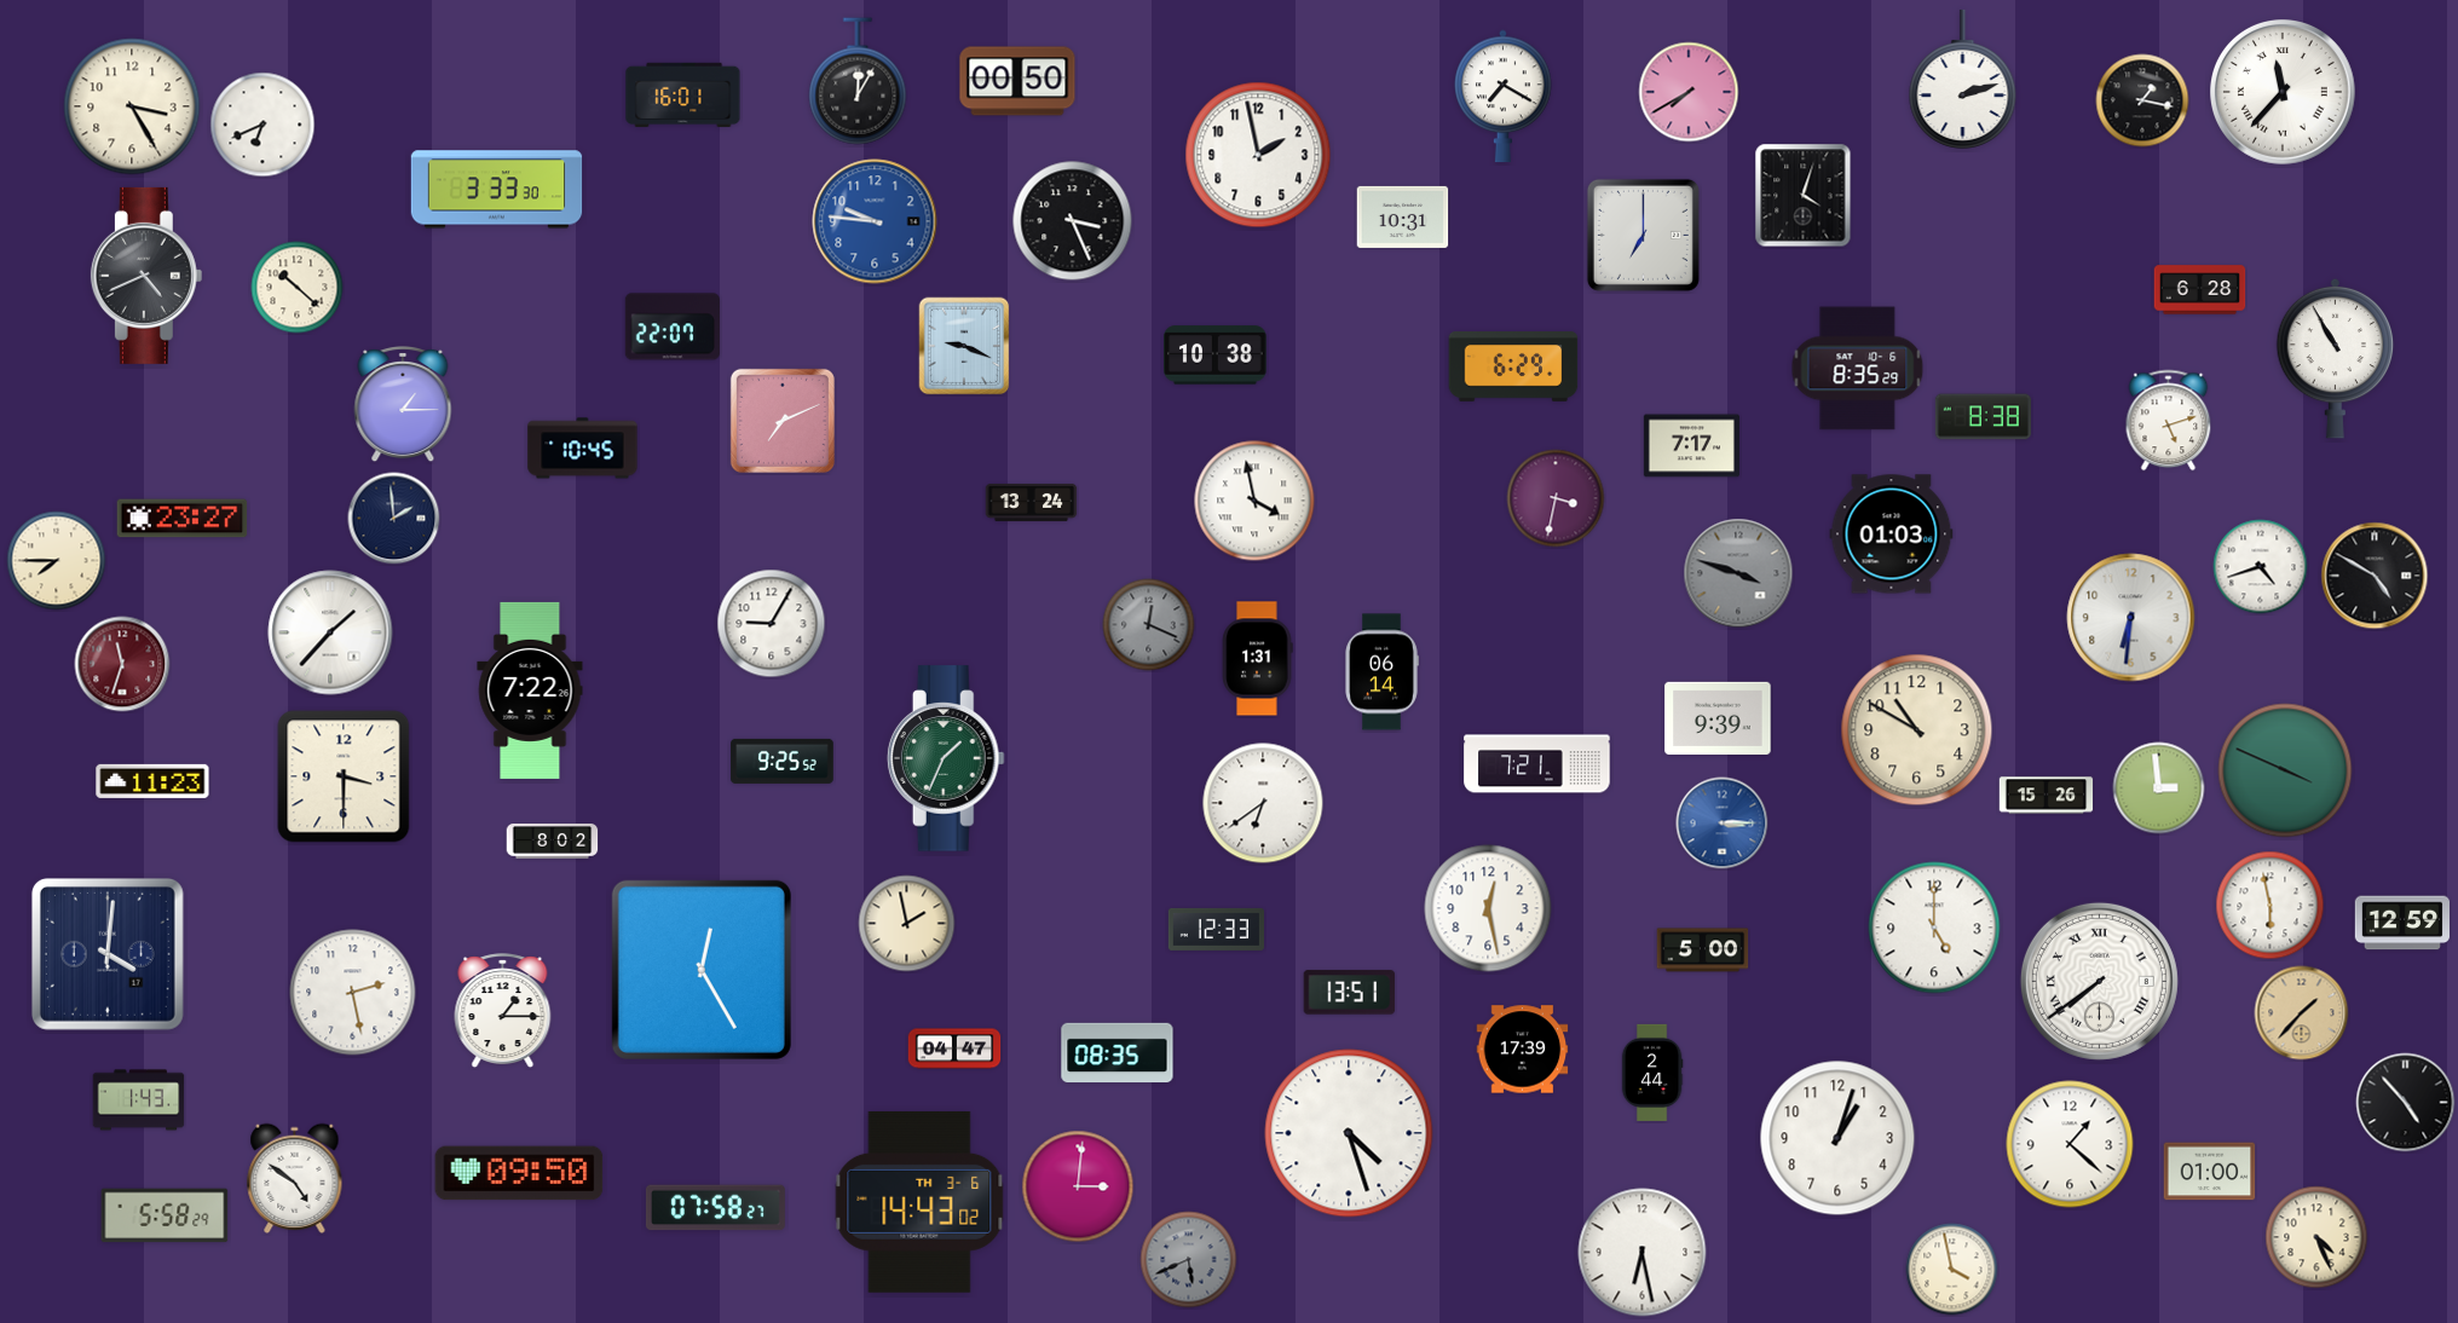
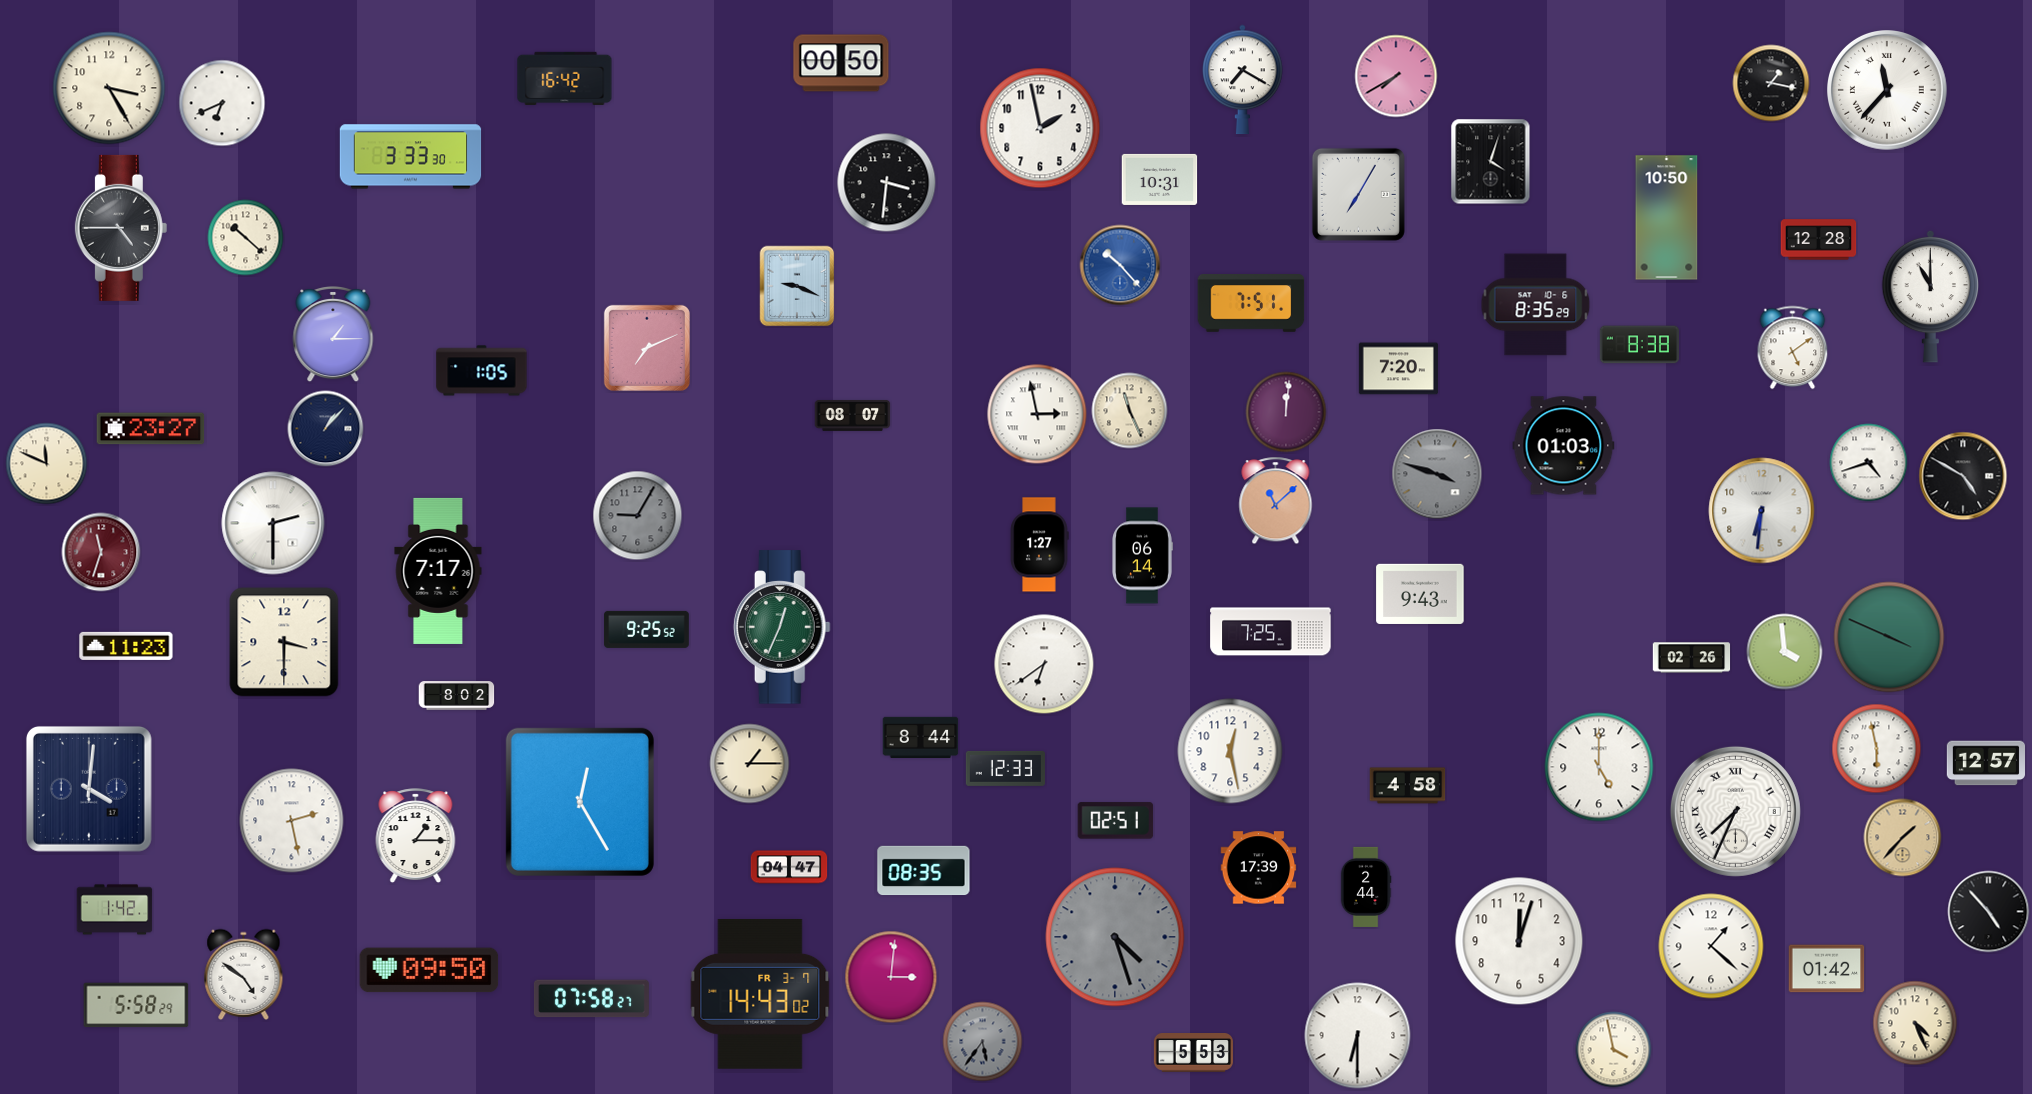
clock at (1963, 79): 2:12 -> none
clock at (858, 81): 12:05 -> none
clock at (1017, 81) position: (1017, 81) -> (841, 63)
clock at (2284, 93) position: (2284, 93) -> (1888, 91)
clock at (683, 94): 16:01 -> 16:42
clock at (262, 125) position: (262, 125) -> (222, 103)
clock at (875, 221): 9:46 -> none
clock at (1073, 221): 3:26 -> 3:31
clock at (1643, 235): 7:00 -> 7:05
clock at (1667, 218): none -> 10:50
clock at (146, 276): 4:41 -> 4:45
clock at (2200, 290): 6:28 -> 12:28
clock at (1120, 265): none -> 10:23
clock at (673, 327): 22:07 -> none
clock at (1216, 356): 10:38 -> none
clock at (2336, 358): 10:55 -> 11:00
clock at (1513, 368): 6:29 -> 7:51
clock at (2169, 421): 5:12 -> 5:09
clock at (1691, 446): 7:17 -> 7:20
clock at (583, 449): 10:45 -> 1:05
clock at (1130, 411): none -> 11:26
clock at (1556, 498): 3:32 -> 12:01
clock at (1254, 501): 3:58 -> 2:58
clock at (1032, 502): 13:24 -> 08:07
clock at (394, 519): 1:59 -> 1:07
clock at (1892, 535) position: (1892, 535) -> (1564, 446)
clock at (57, 561): 7:45 -> 11:49
clock at (2261, 567) position: (2261, 567) -> (1869, 463)
clock at (1276, 501): none -> 11:08
clock at (772, 624) dial: white -> grey
clock at (1149, 625): 12:19 -> none
clock at (330, 632): 1:37 -> 2:30
clock at (1257, 659): 1:31 -> 1:27
clock at (122, 664) position: (122, 664) -> (101, 552)
clock at (530, 691): 7:22 -> 7:17
clock at (1718, 718): 9:39 -> 9:43
clock at (1917, 730): 10:50 -> none
clock at (946, 758): 1:34 -> 12:34
clock at (1537, 764): 7:21 -> 7:25
clock at (2159, 788): 2:59 -> 3:59
clock at (2047, 796): 15:26 -> 02:26
clock at (1723, 824): 3:15 -> none
clock at (921, 737): none -> 8:44
clock at (2401, 923): 12:59 -> 12:57
clock at (907, 924): 1:58 -> 1:15
clock at (1703, 951): 5:00 -> 4:58
clock at (2099, 981): 7:39 -> 7:34
clock at (1350, 993): 13:51 -> 02:51
clock at (139, 1100): 1:43 -> 1:42
clock at (1349, 1133) dial: white -> grey
clock at (1837, 1138): 1:03 -> 12:03
clock at (2210, 1172): 01:00 -> 01:42
clock at (1078, 1186) position: (1078, 1186) -> (891, 977)
clock at (919, 1202) date: TH 3-6 -> FR 3-7
clock at (1643, 1253): 6:28 -> 6:30
clock at (1189, 1260): 5:41 -> 5:36
clock at (1193, 1053): none -> 5:53
